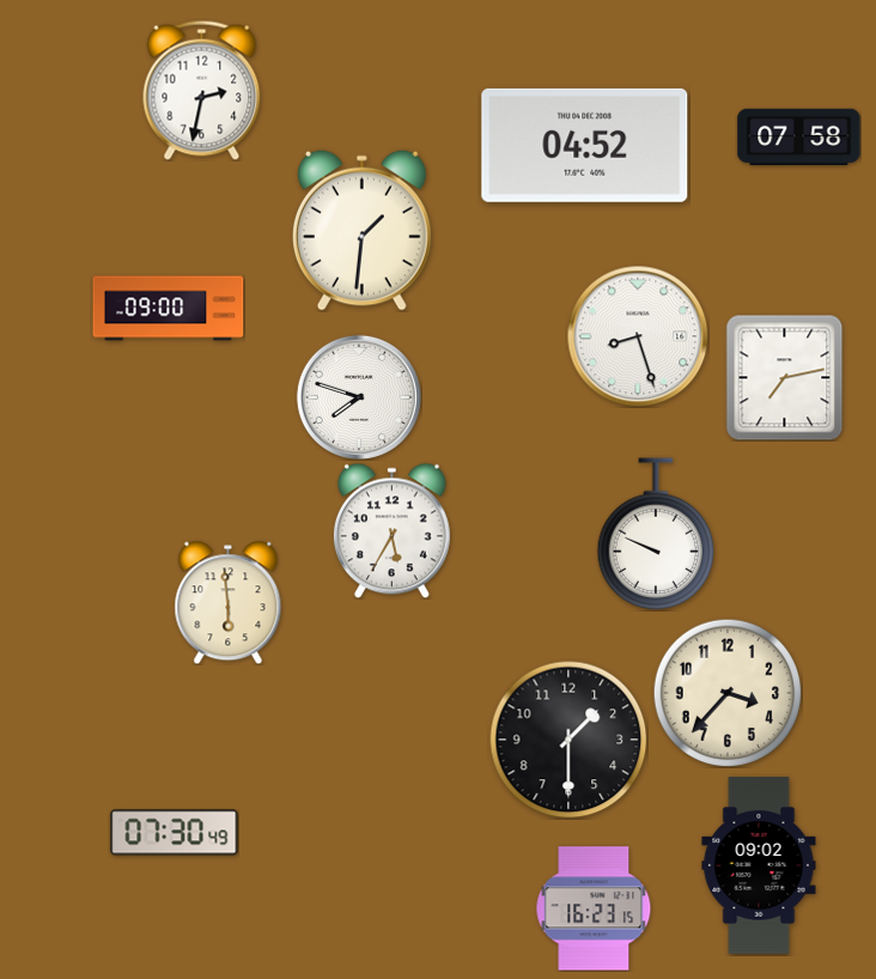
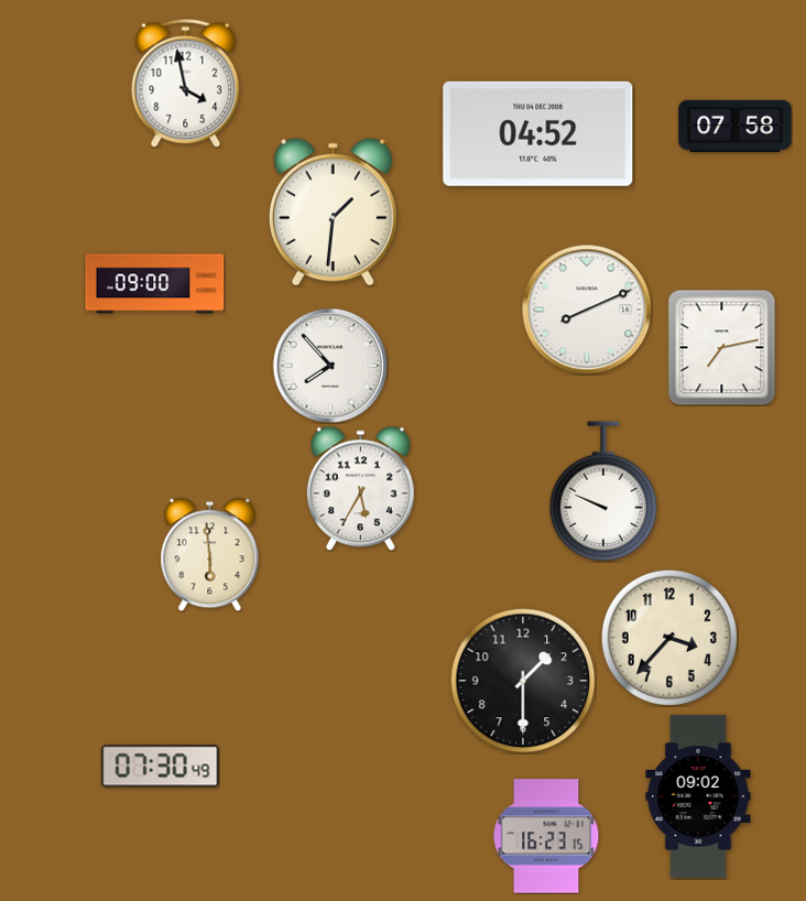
clock at (202, 90): 2:32 -> 3:58
clock at (638, 336): 8:27 -> 8:11
clock at (359, 397): 7:48 -> 7:53
